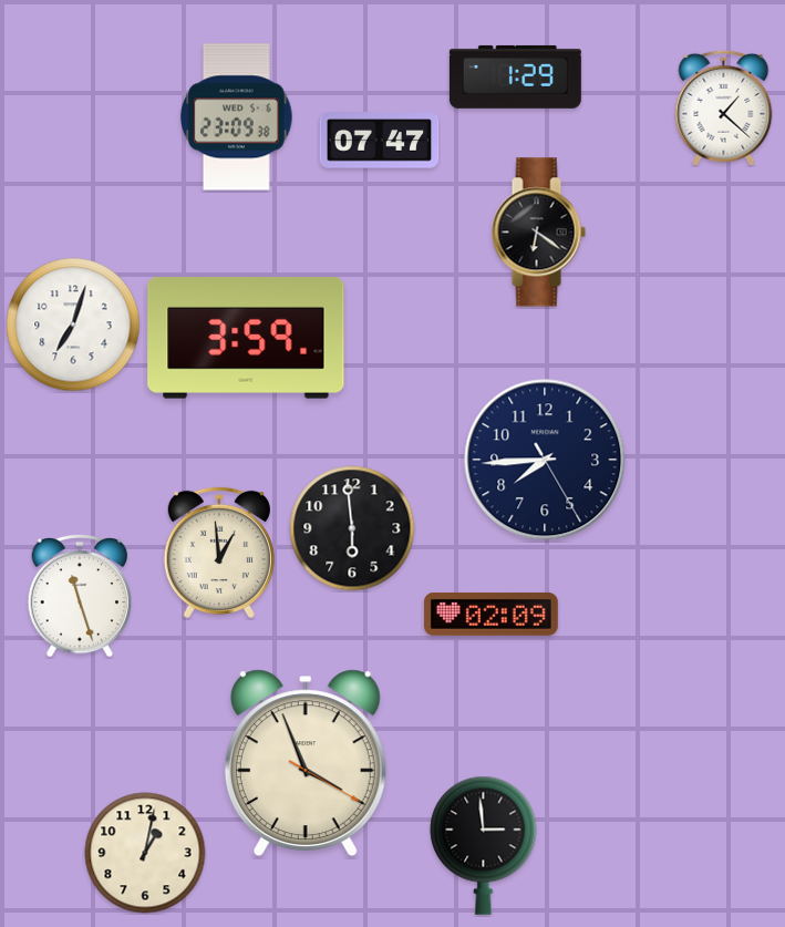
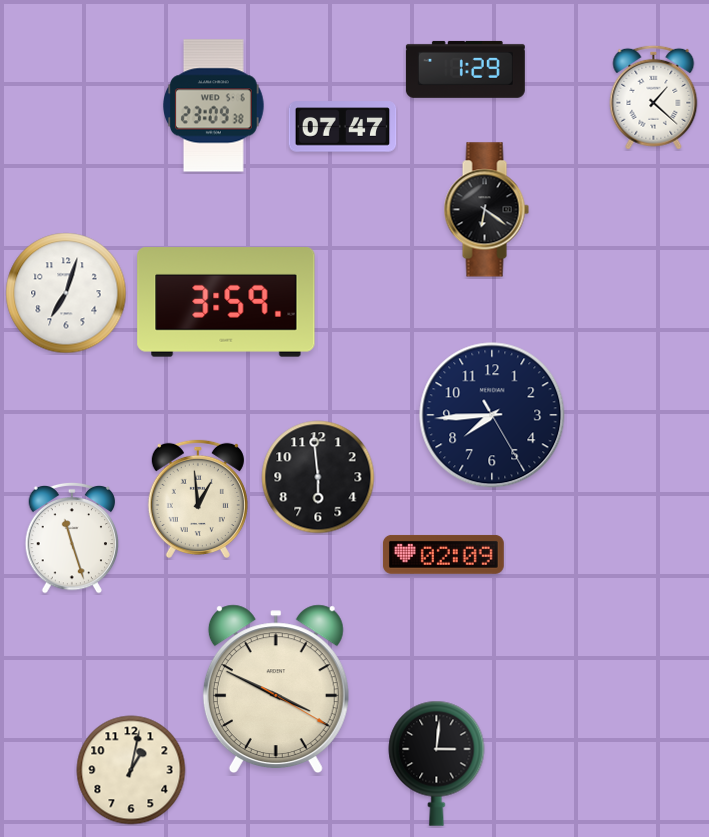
clock at (246, 338) position: (246, 338) -> (226, 302)
clock at (306, 763): 3:56 -> 3:49
clock at (484, 845): 2:59 -> 3:01
